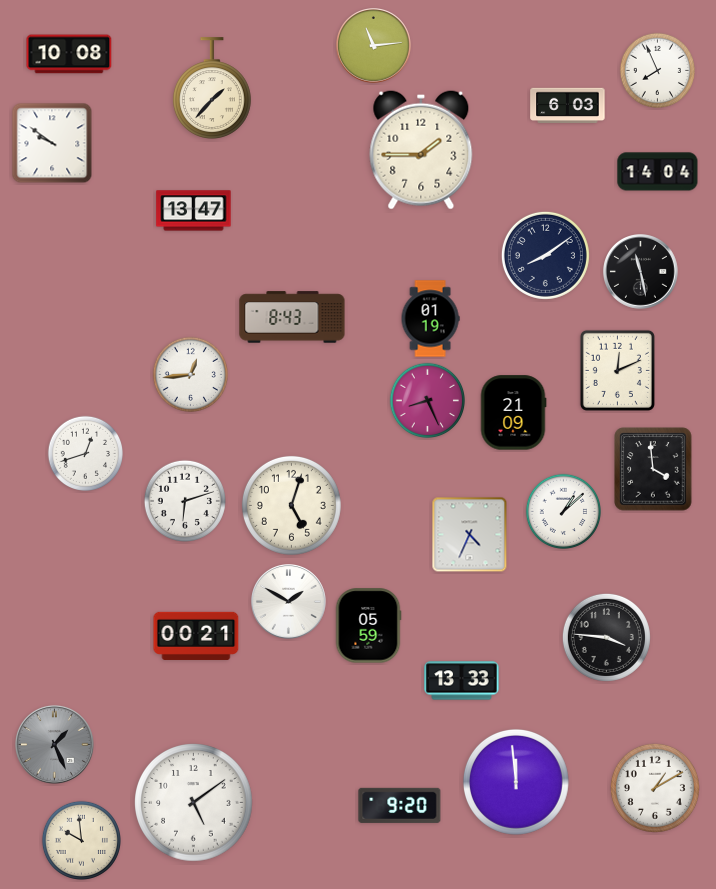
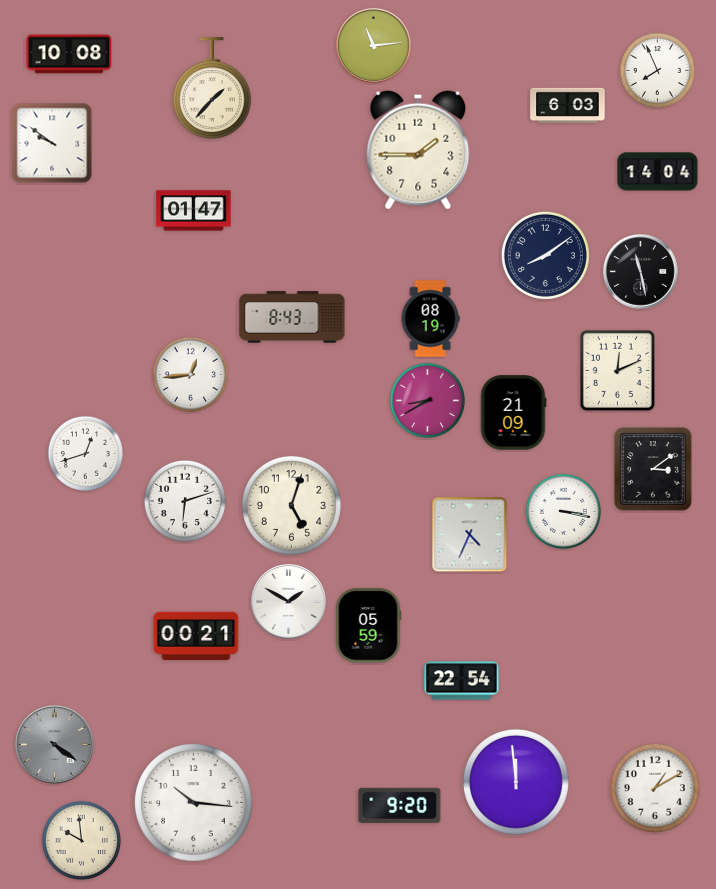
clock at (421, 150) position: (421, 150) -> (418, 150)
clock at (194, 211): 13:47 -> 01:47
clock at (430, 319): 01:19 -> 08:19
clock at (427, 400): 8:26 -> 8:40
clock at (653, 469): 3:59 -> 3:09
clock at (563, 511): 1:08 -> 3:17
clock at (606, 637): 3:46 -> none
clock at (462, 681): 13:33 -> 22:54
clock at (54, 744): 1:26 -> 4:21
clock at (194, 803): 5:09 -> 10:16
